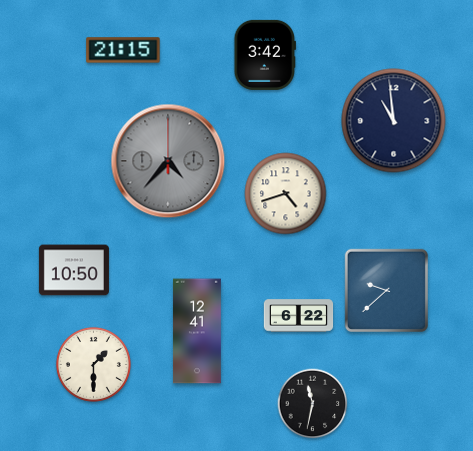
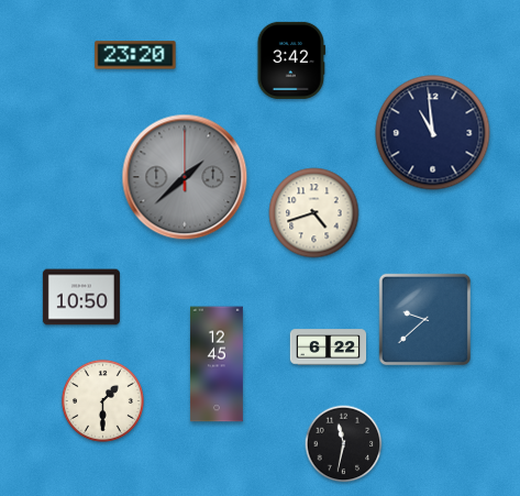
clock at (123, 50): 21:15 -> 23:20
clock at (168, 161): 4:37 -> 1:38
clock at (197, 331): 12:41 -> 12:45
